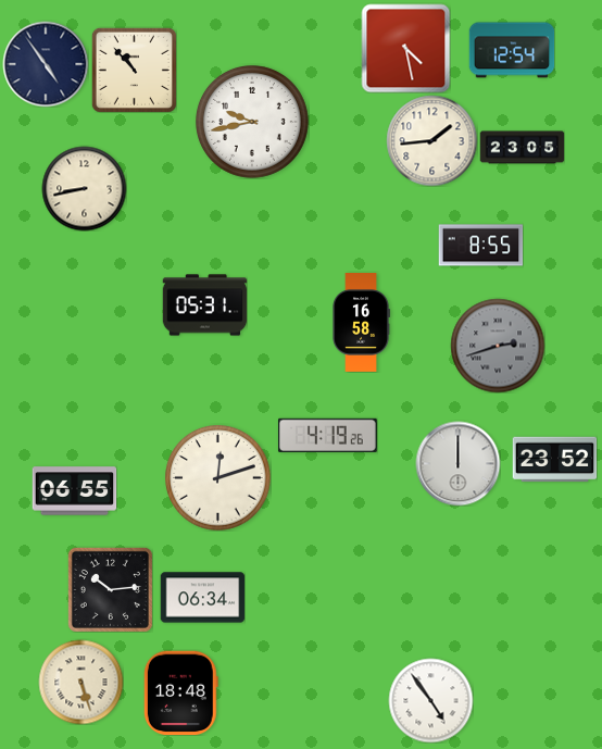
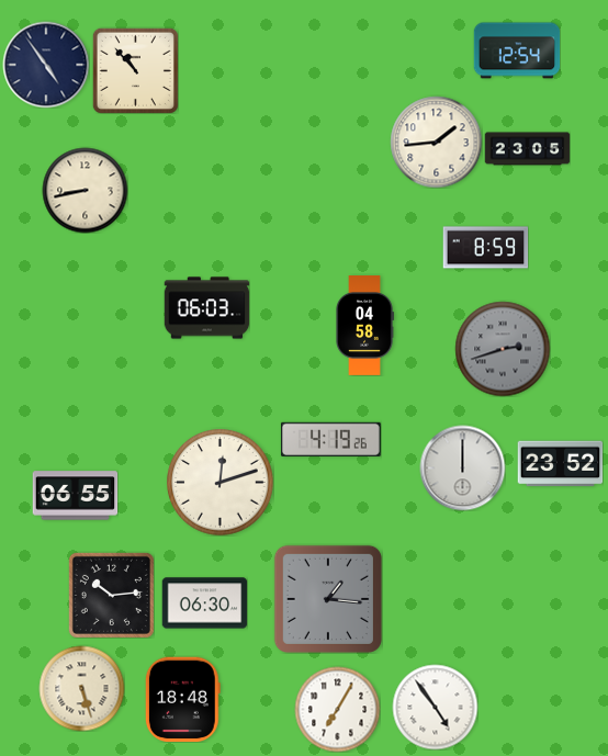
clock at (405, 48): 4:28 -> none
clock at (252, 122): 9:43 -> none
clock at (480, 246): 8:55 -> 8:59
clock at (204, 305): 05:31 -> 06:03
clock at (361, 323): 16:58 -> 04:58
clock at (328, 599): none -> 1:16
clock at (202, 598): 06:34 -> 06:30
clock at (337, 709): none -> 7:05
